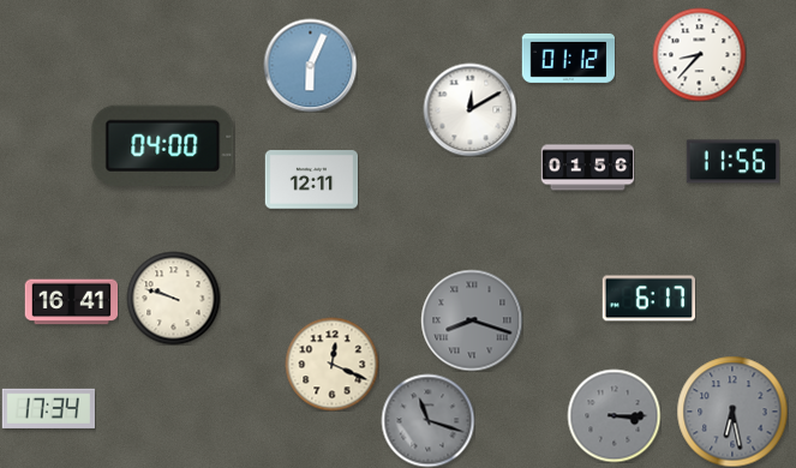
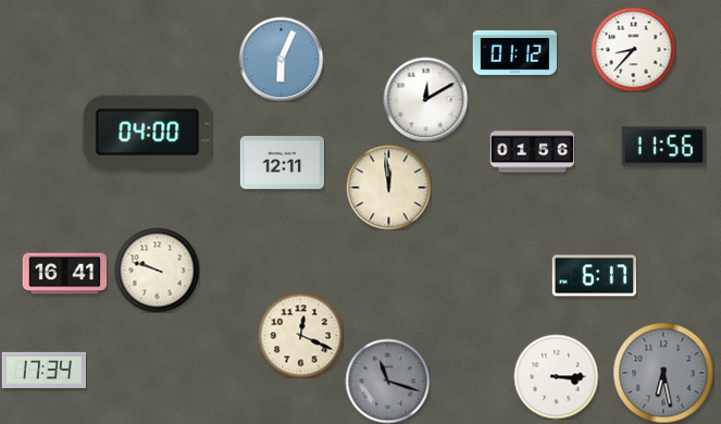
clock at (388, 187): none -> 11:59
clock at (648, 299) position: (648, 299) -> (594, 276)
clock at (472, 320): 8:18 -> none
clock at (331, 364) position: (331, 364) -> (300, 335)
clock at (614, 415) dial: grey -> white
